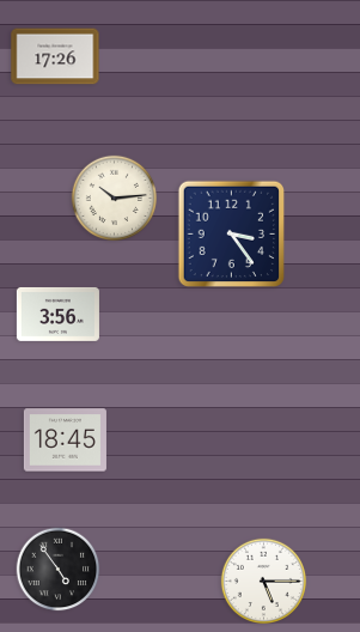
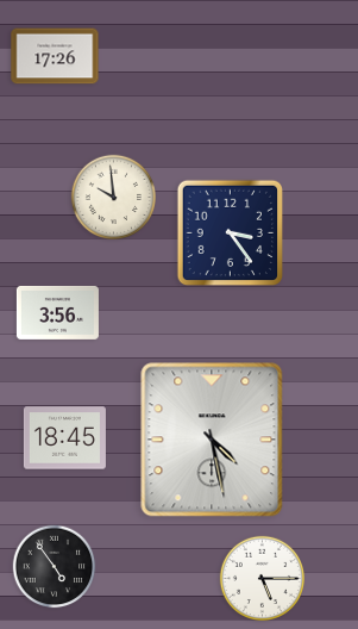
clock at (114, 197): 10:14 -> 9:59
clock at (212, 440): none -> 4:28
clock at (59, 570) position: (59, 570) -> (55, 567)
